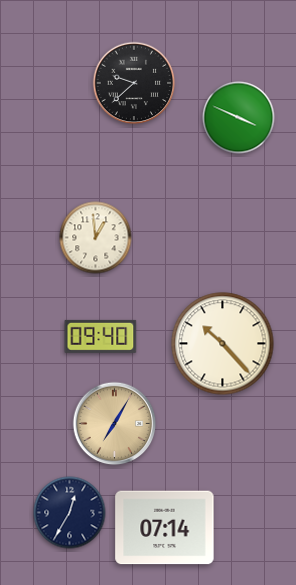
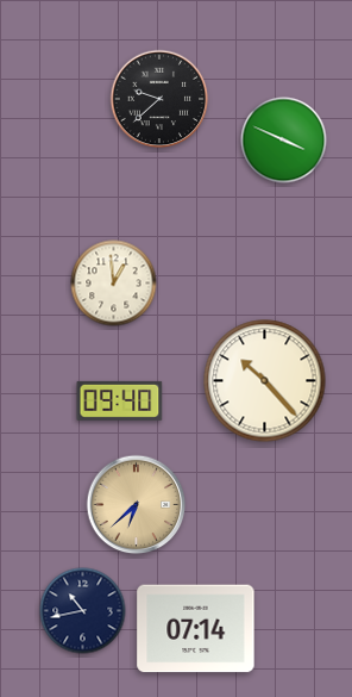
clock at (223, 344) position: (223, 344) -> (265, 381)
clock at (115, 424): 7:05 -> 6:38
clock at (70, 513): 12:35 -> 10:43
